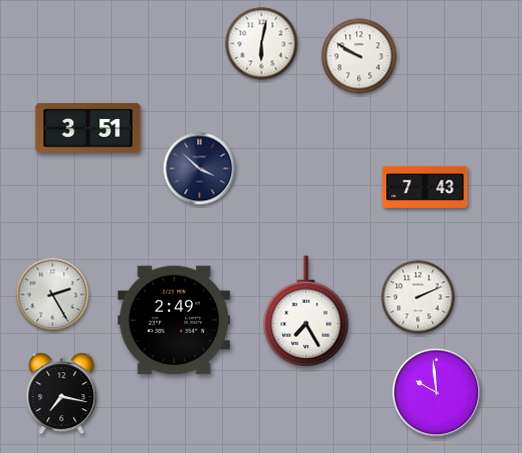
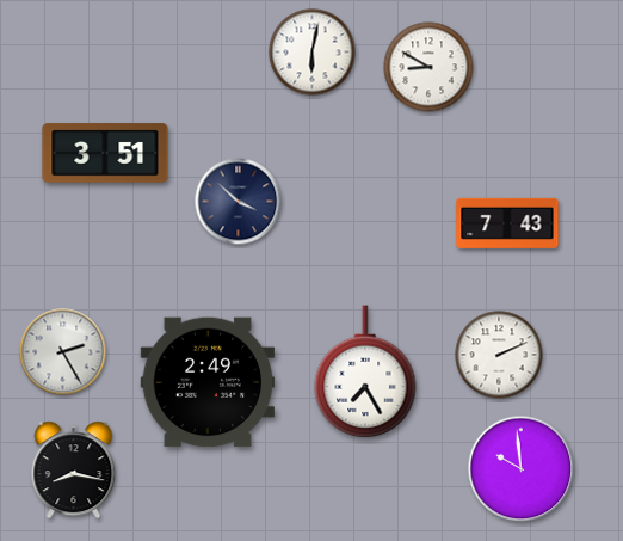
clock at (359, 56): 9:50 -> 8:50
clock at (62, 394): 7:17 -> 8:17
